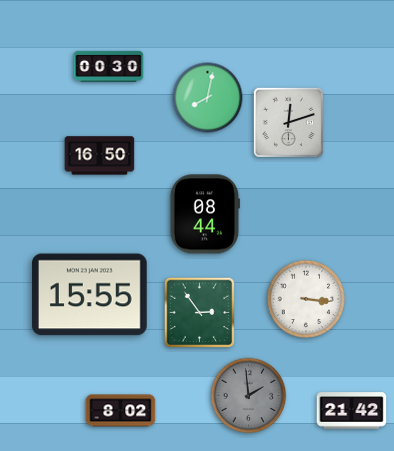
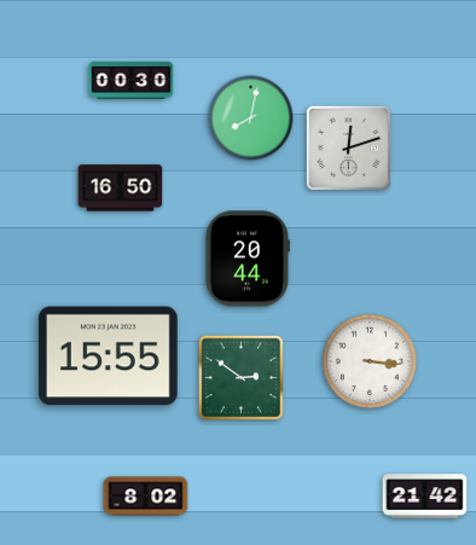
clock at (205, 214): 08:44 -> 20:44
clock at (199, 312): 2:54 -> 2:51
clock at (249, 396): 1:59 -> none
